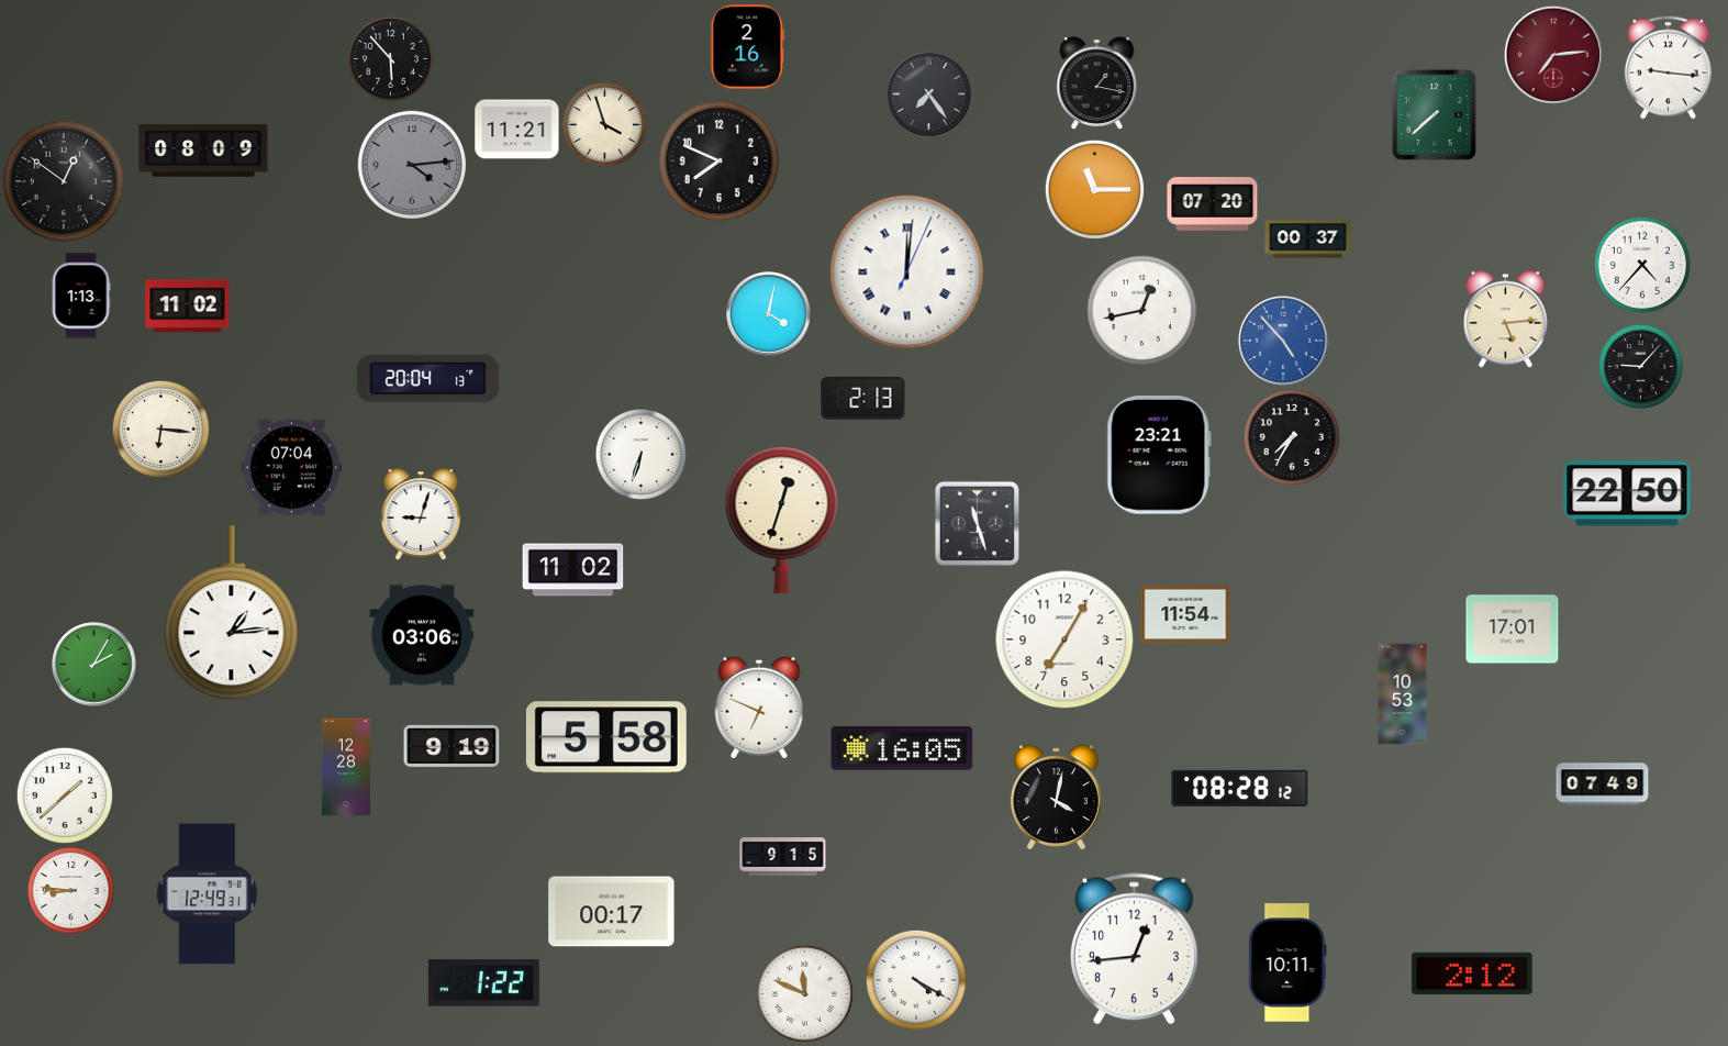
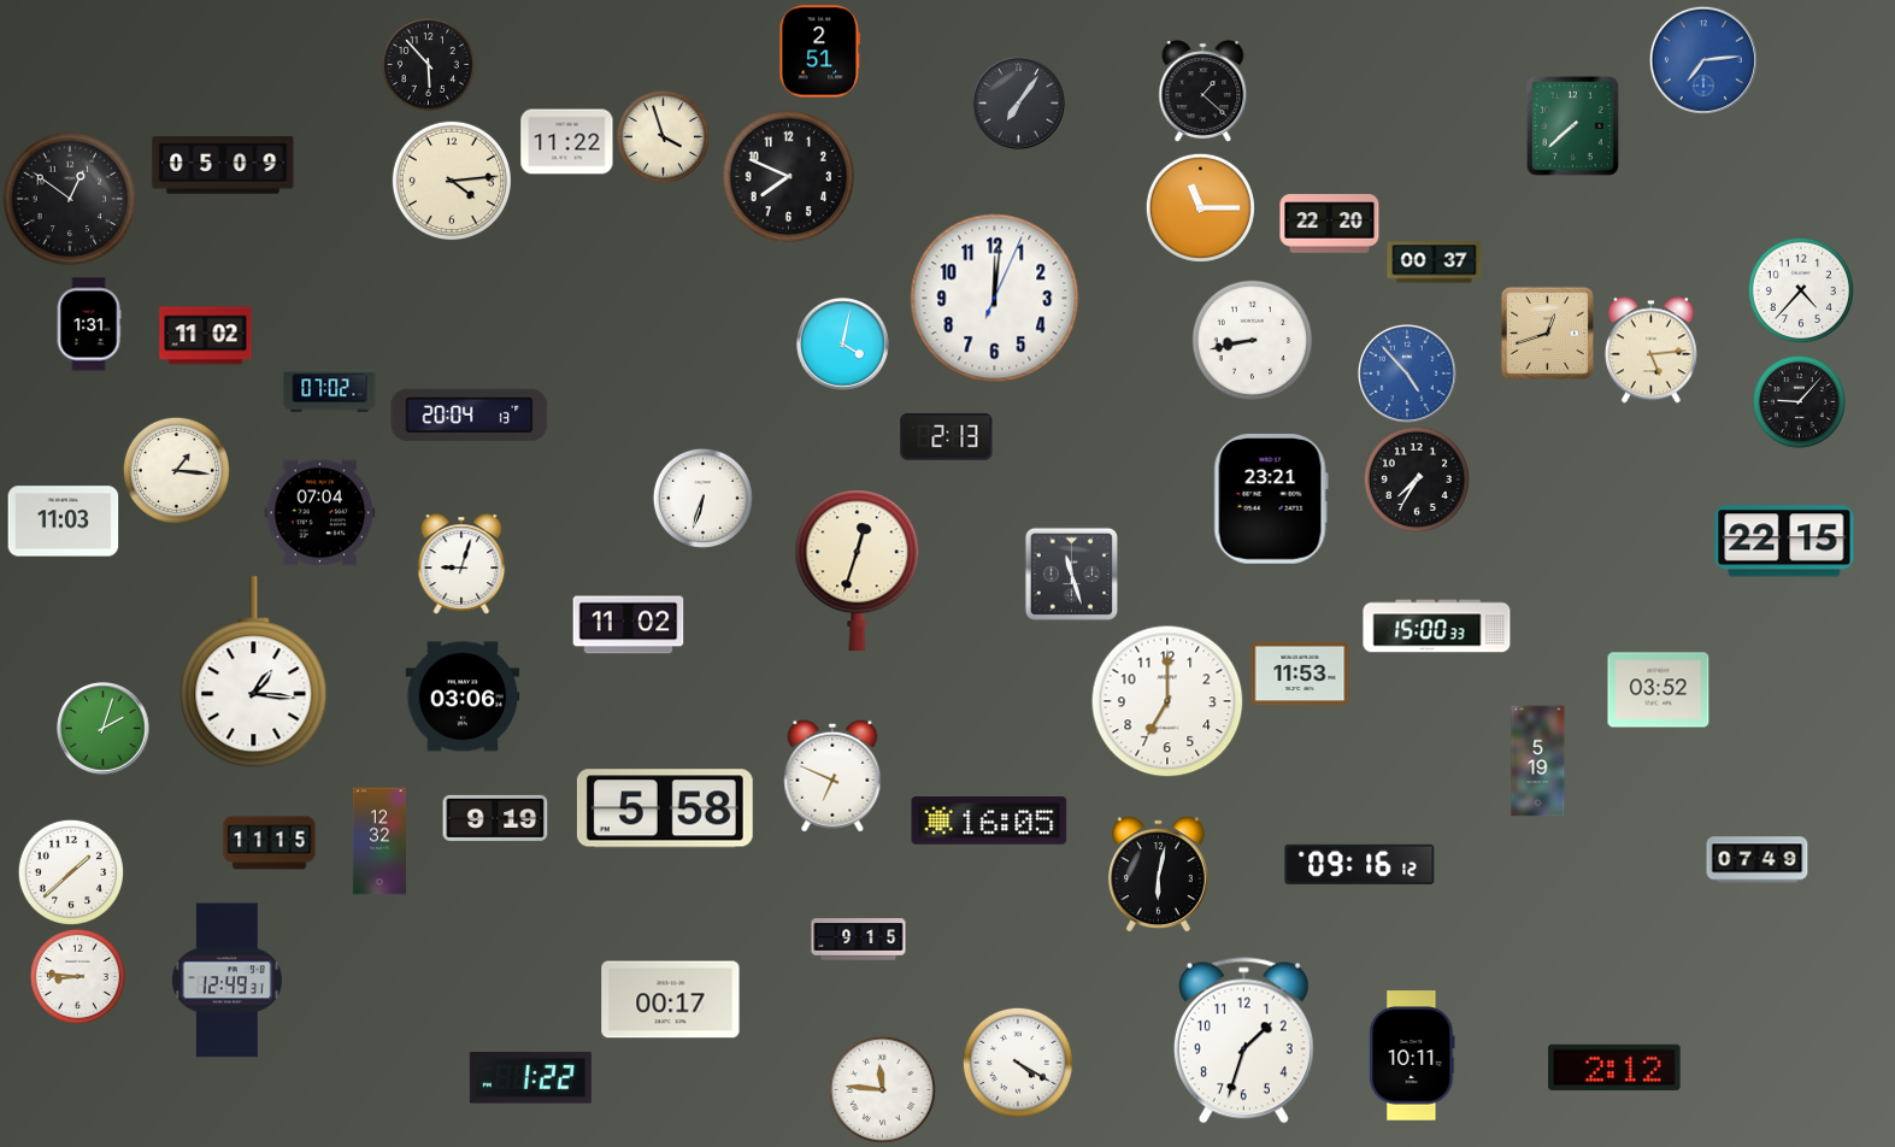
clock at (748, 47): 2:16 -> 2:51
clock at (1553, 55) dial: burgundy -> blue
clock at (1668, 68): 9:16 -> none
clock at (1097, 82): 1:17 -> 1:22
clock at (929, 94): 7:24 -> 7:06
clock at (517, 130): 11:21 -> 11:22
clock at (203, 151): 08:09 -> 05:09
clock at (412, 165) dial: grey -> cream
clock at (1213, 204): 07:20 -> 22:20
clock at (907, 272) numerals: Roman -> Arabic
clock at (81, 296): 1:13 -> 1:31
clock at (1547, 333): none -> 12:42
clock at (1142, 311): 12:43 -> 8:43
clock at (330, 392): none -> 07:02
clock at (160, 429): 6:16 -> 1:16
clock at (64, 522): none -> 11:03
clock at (1627, 493): 22:50 -> 22:15
clock at (1437, 627): none -> 15:00
clock at (232, 613): 1:14 -> 1:16
clock at (1185, 614): 11:54 -> 11:53
clock at (1513, 630): 17:01 -> 03:52
clock at (1064, 639): 7:05 -> 7:00
clock at (94, 665): 2:05 -> 2:03
clock at (1403, 694): 10:53 -> 5:19
clock at (345, 767): 12:28 -> 12:32
clock at (270, 843): none -> 11:15
clock at (1240, 788): 08:28 -> 09:16
clock at (1056, 797): 4:02 -> 6:02
clock at (1134, 949): 12:44 -> 1:33
clock at (916, 980) position: (916, 980) -> (1018, 1063)
clock at (804, 993): 11:49 -> 11:46
